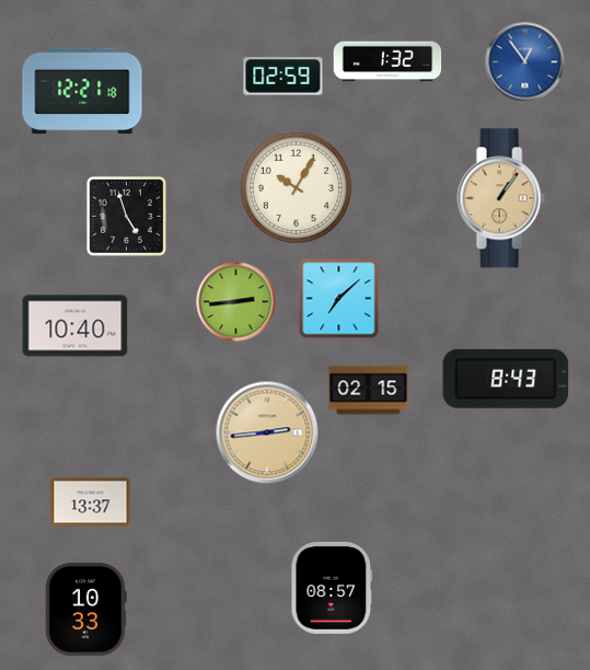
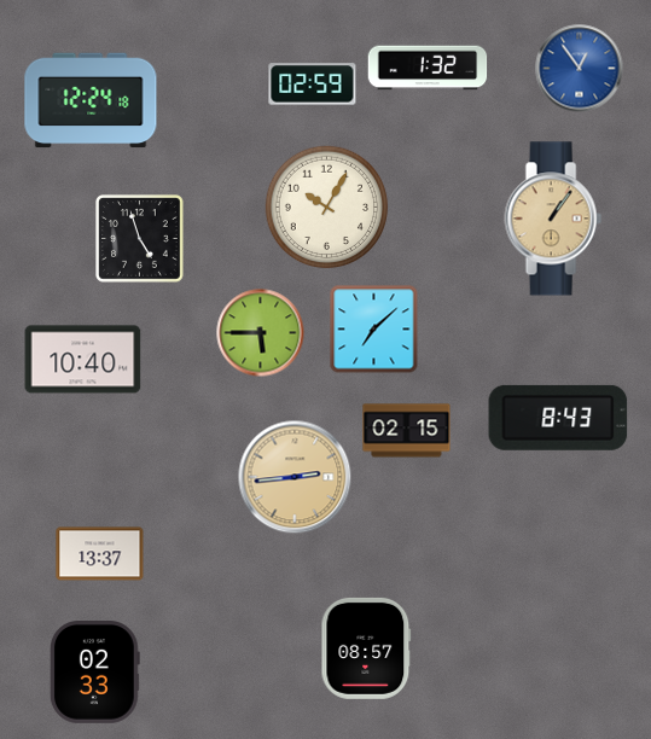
clock at (82, 91): 12:21 -> 12:24
clock at (236, 302): 2:44 -> 5:45
clock at (86, 610): 10:33 -> 02:33
